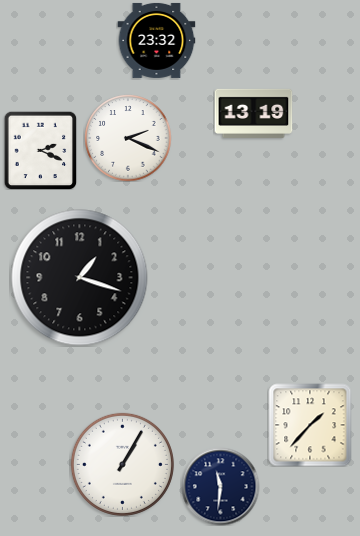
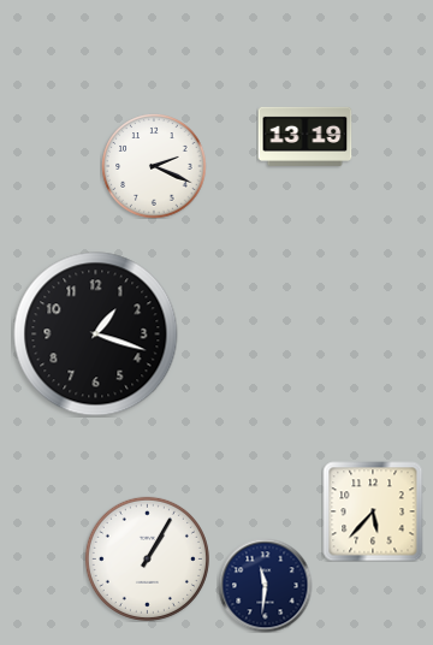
clock at (156, 40): 23:32 -> none
clock at (41, 150): 2:19 -> none
clock at (310, 425): 1:37 -> 5:37
